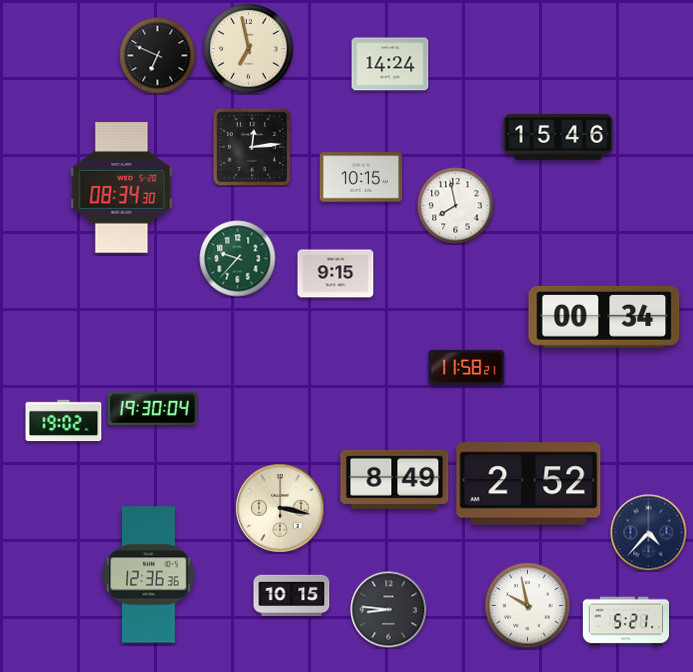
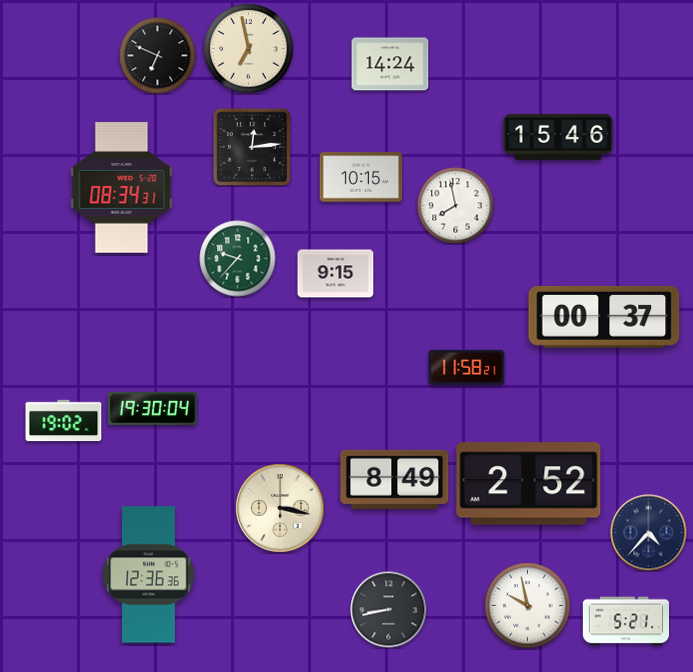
clock at (122, 188): 08:34:30 -> 08:34:31
clock at (604, 317): 00:34 -> 00:37
clock at (292, 596): 10:15 -> none
clock at (389, 610): 8:46 -> 8:43
